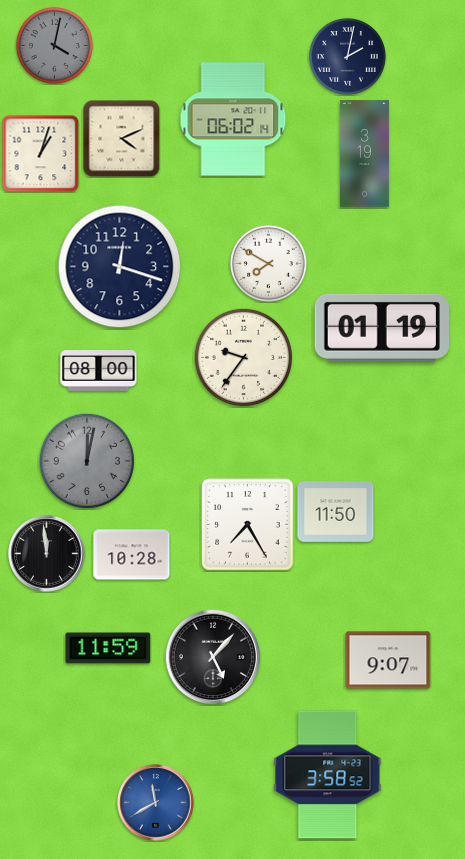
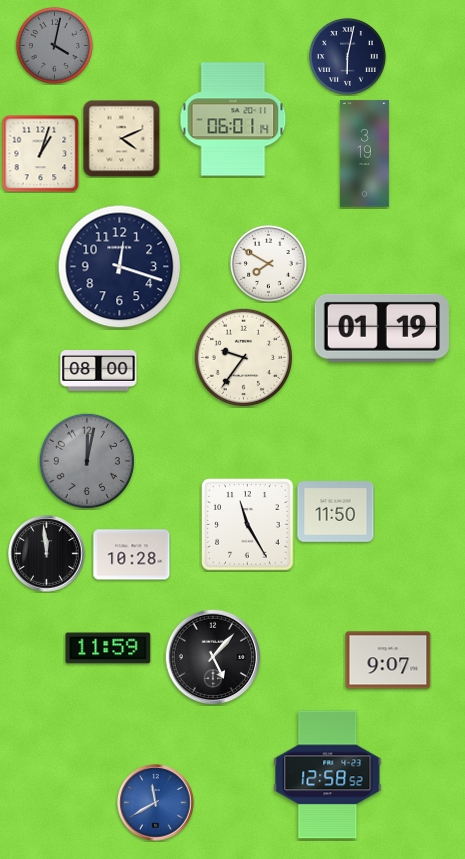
clock at (347, 56): 2:02 -> 6:02
clock at (233, 119): 06:02 -> 06:01
clock at (248, 525): 7:25 -> 11:25
clock at (328, 775): 3:58 -> 12:58
